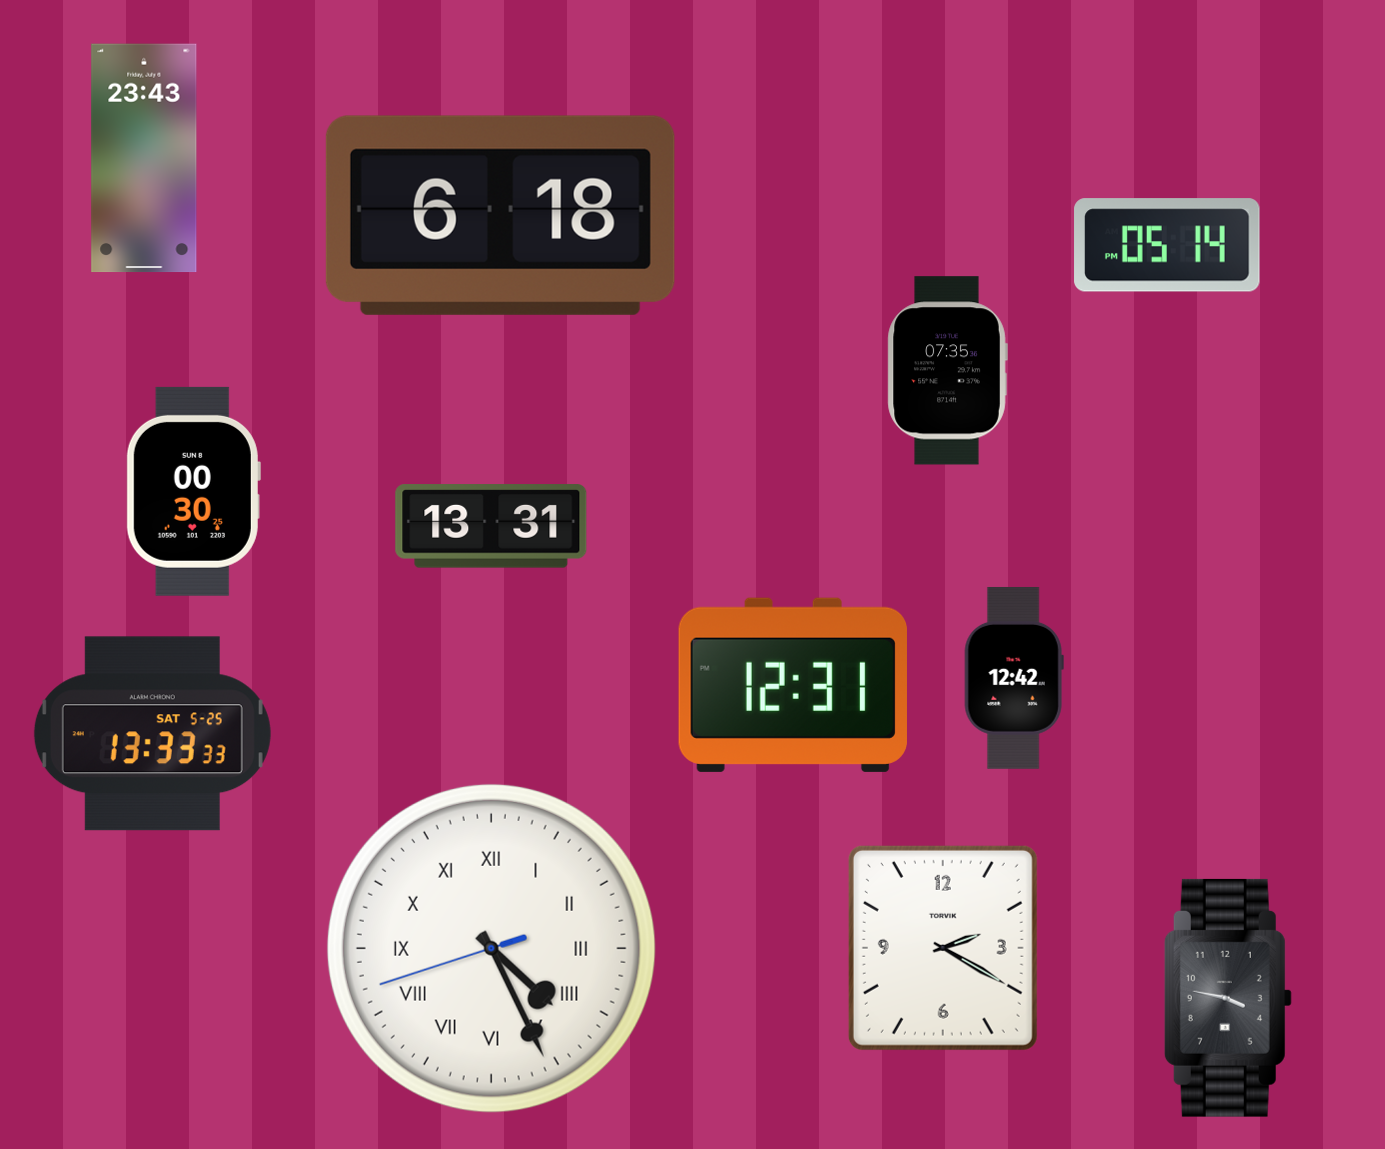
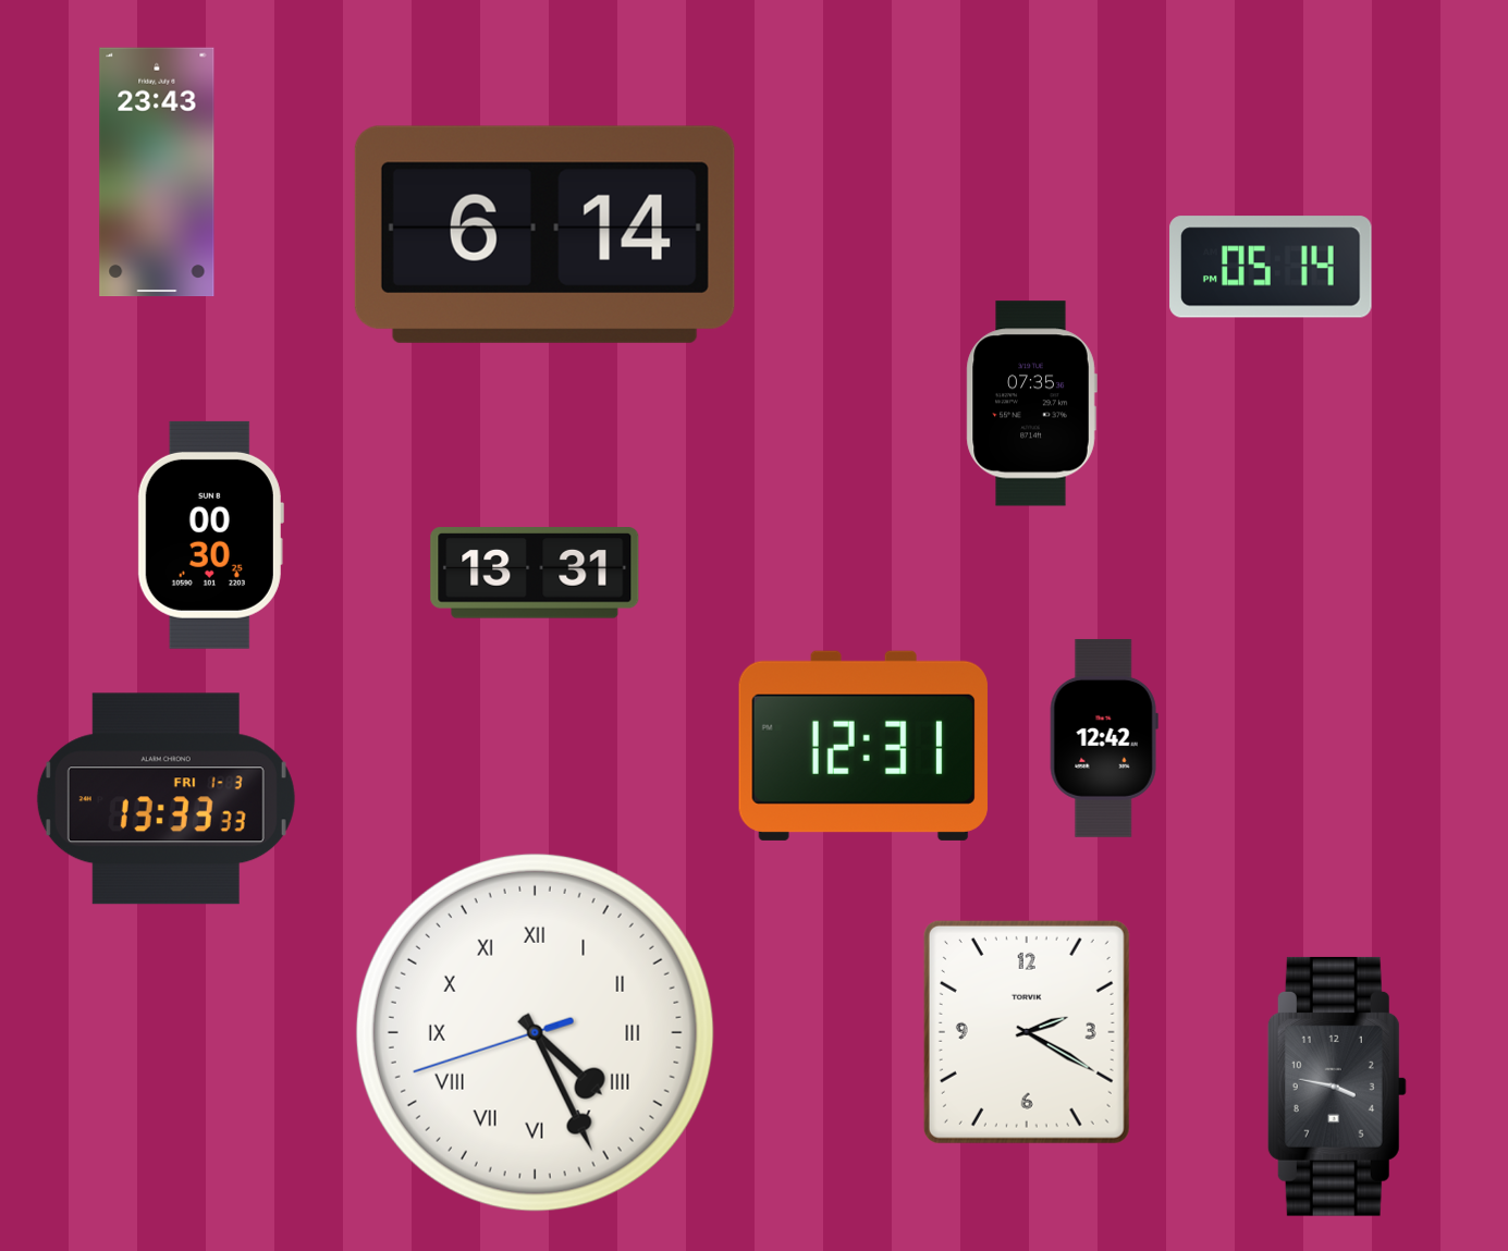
clock at (500, 215): 6:18 -> 6:14
clock at (152, 734) date: SAT 5-25 -> FRI 1-3
